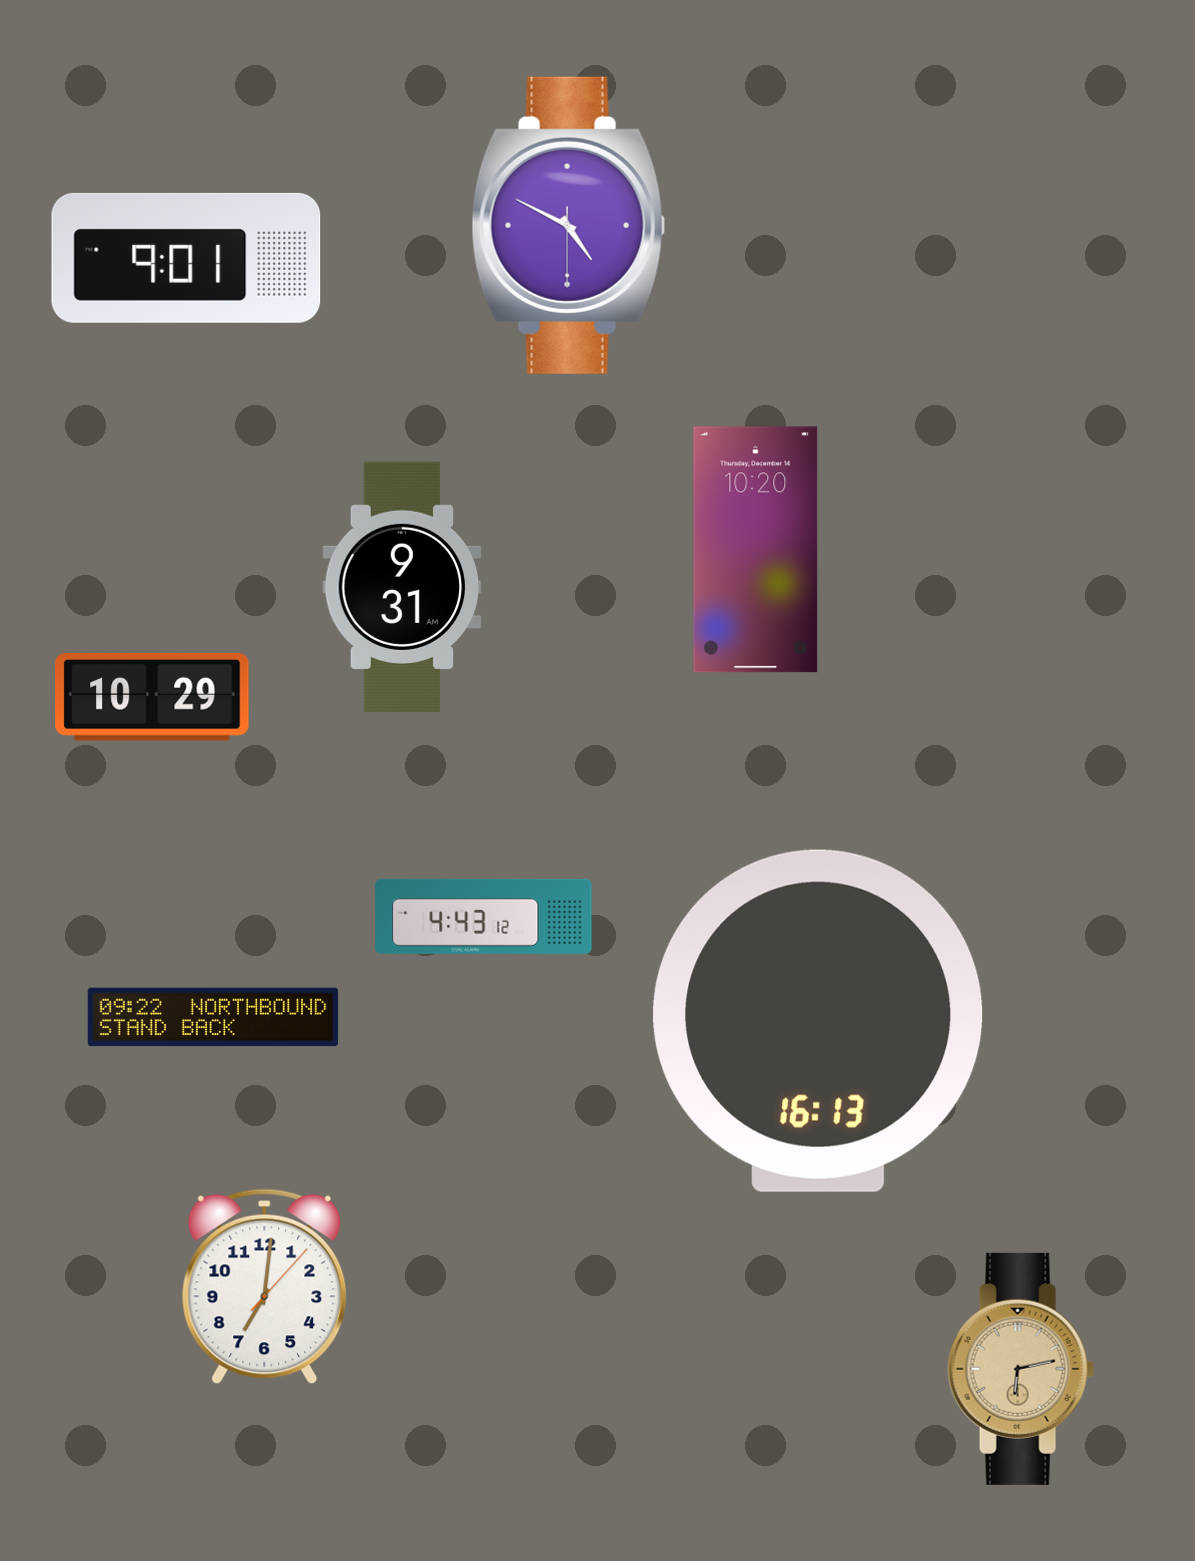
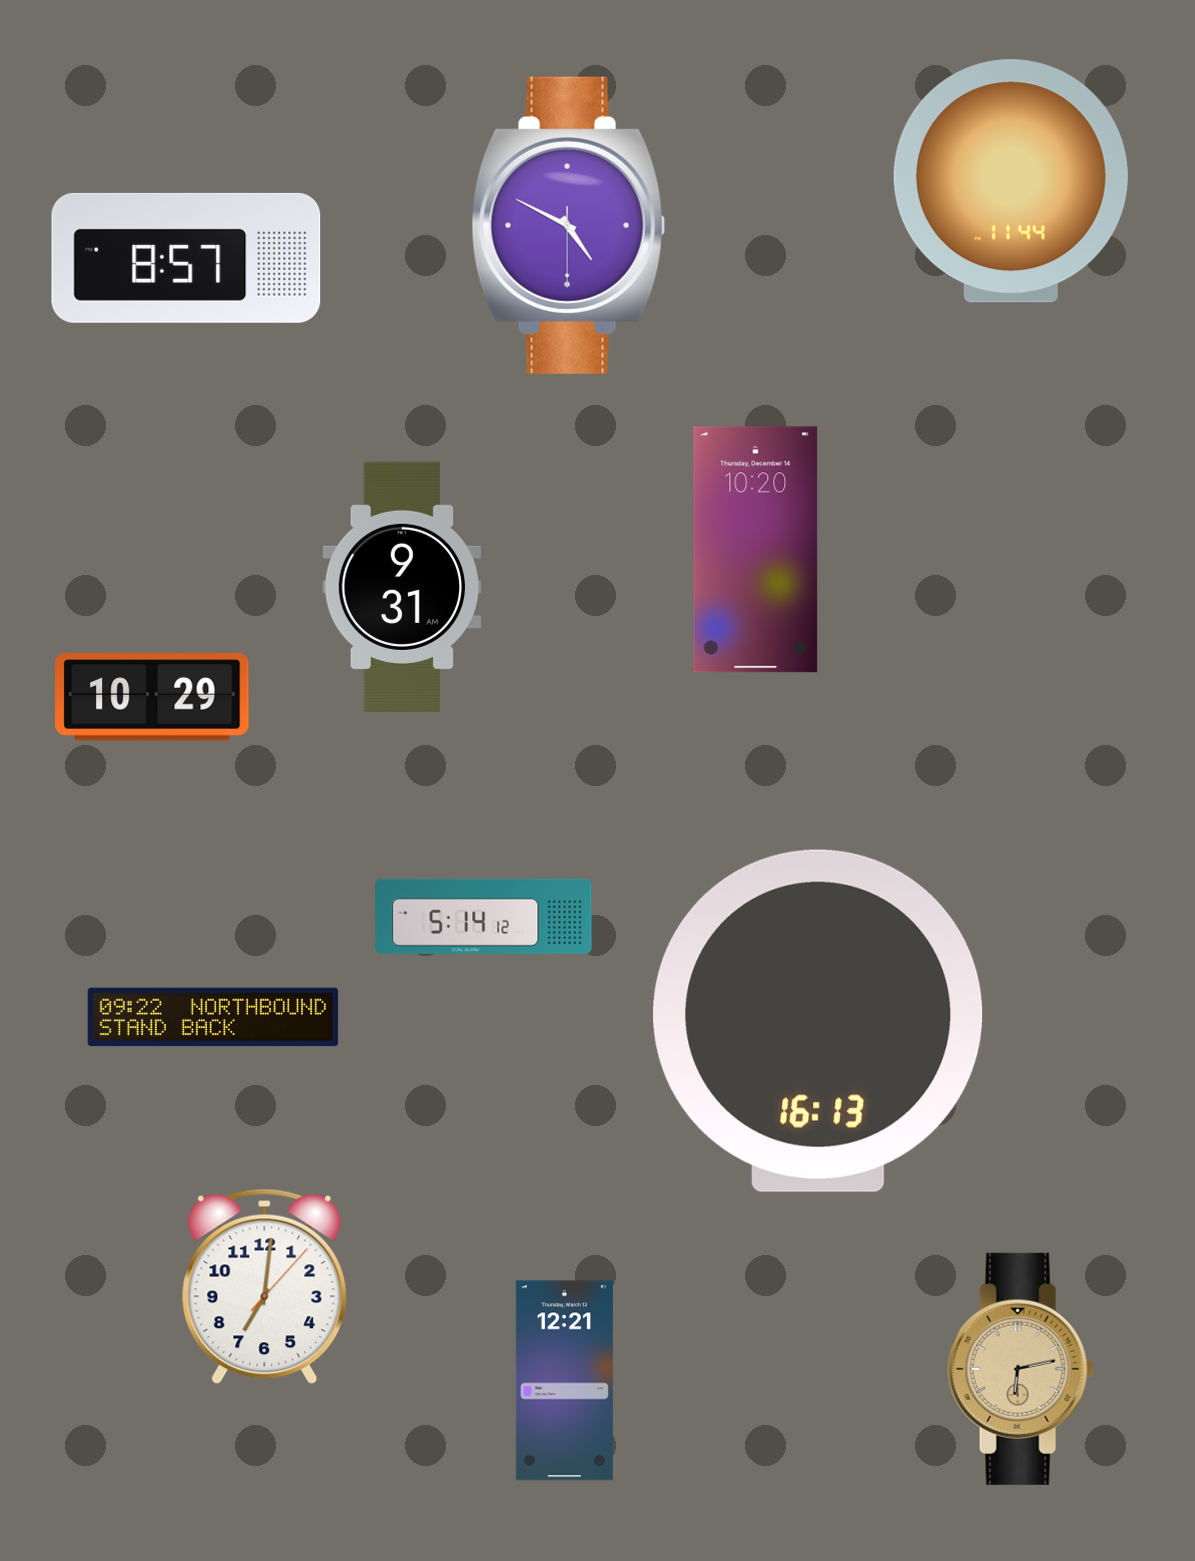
clock at (1011, 181): none -> 11:44
clock at (186, 258): 9:01 -> 8:57
clock at (484, 916): 4:43 -> 5:14
clock at (564, 1381): none -> 12:21
